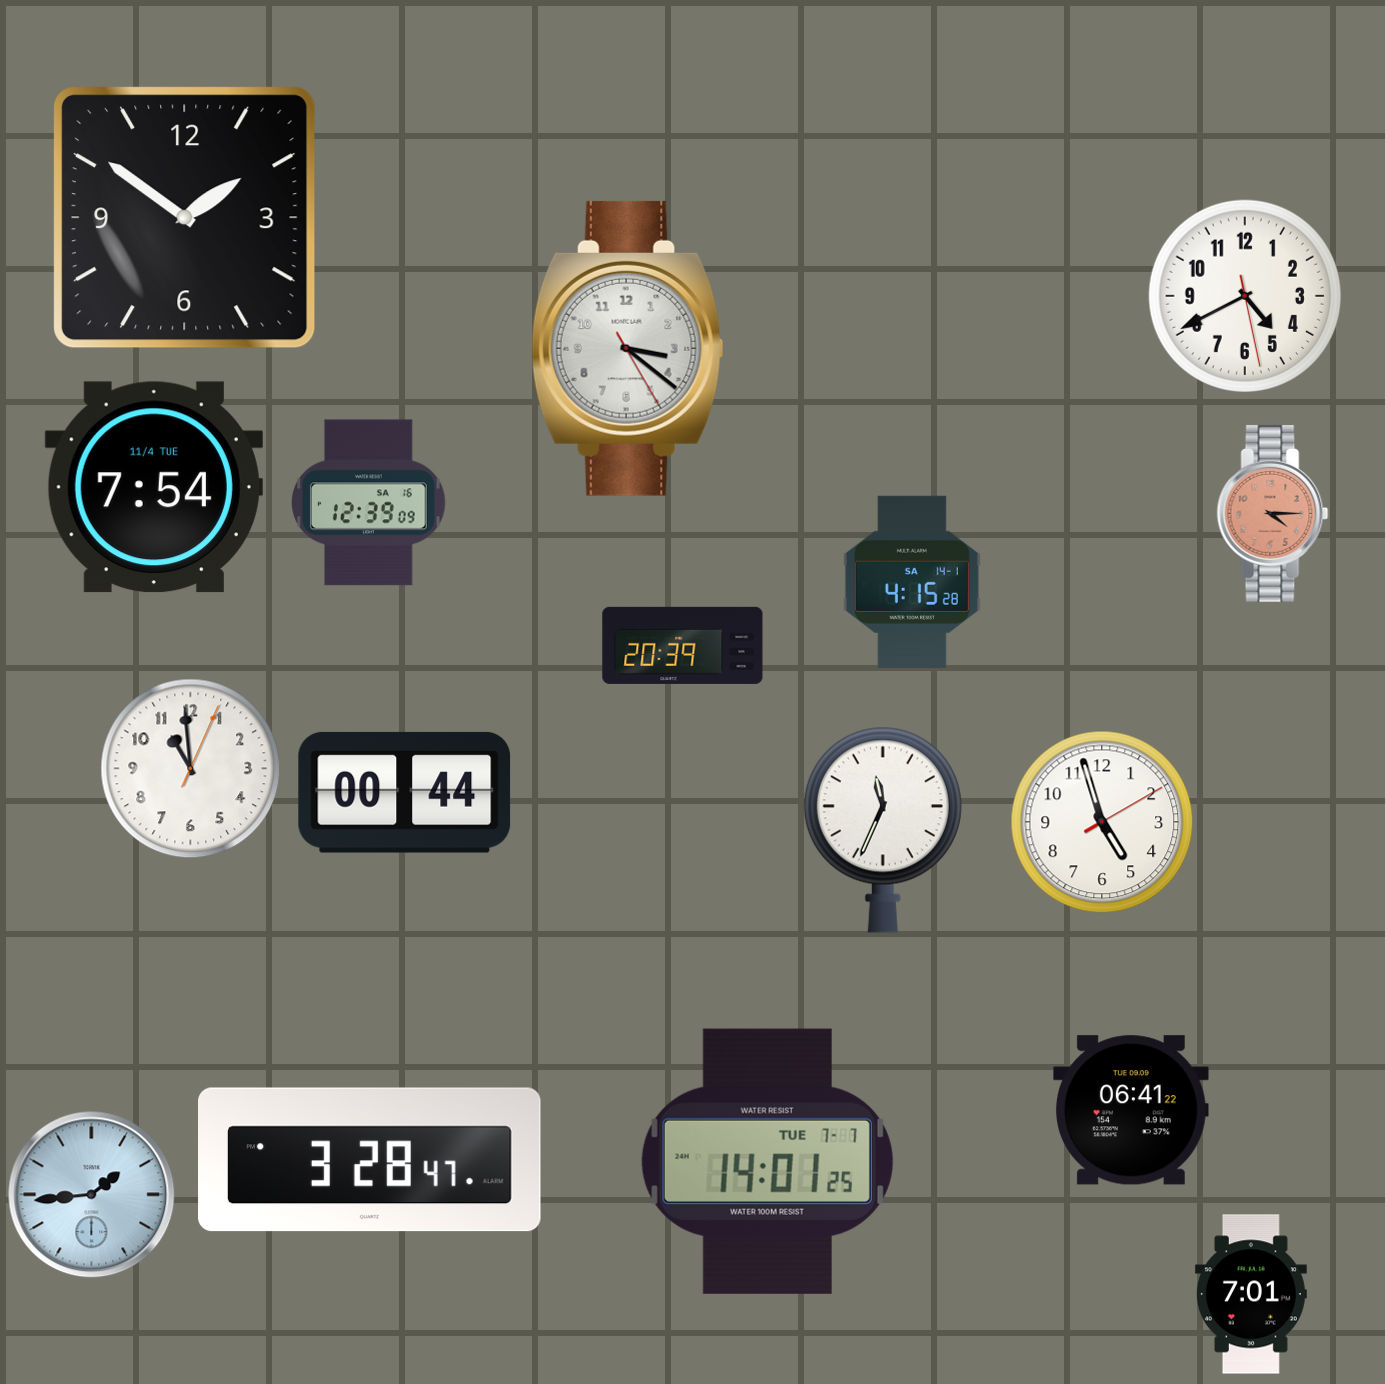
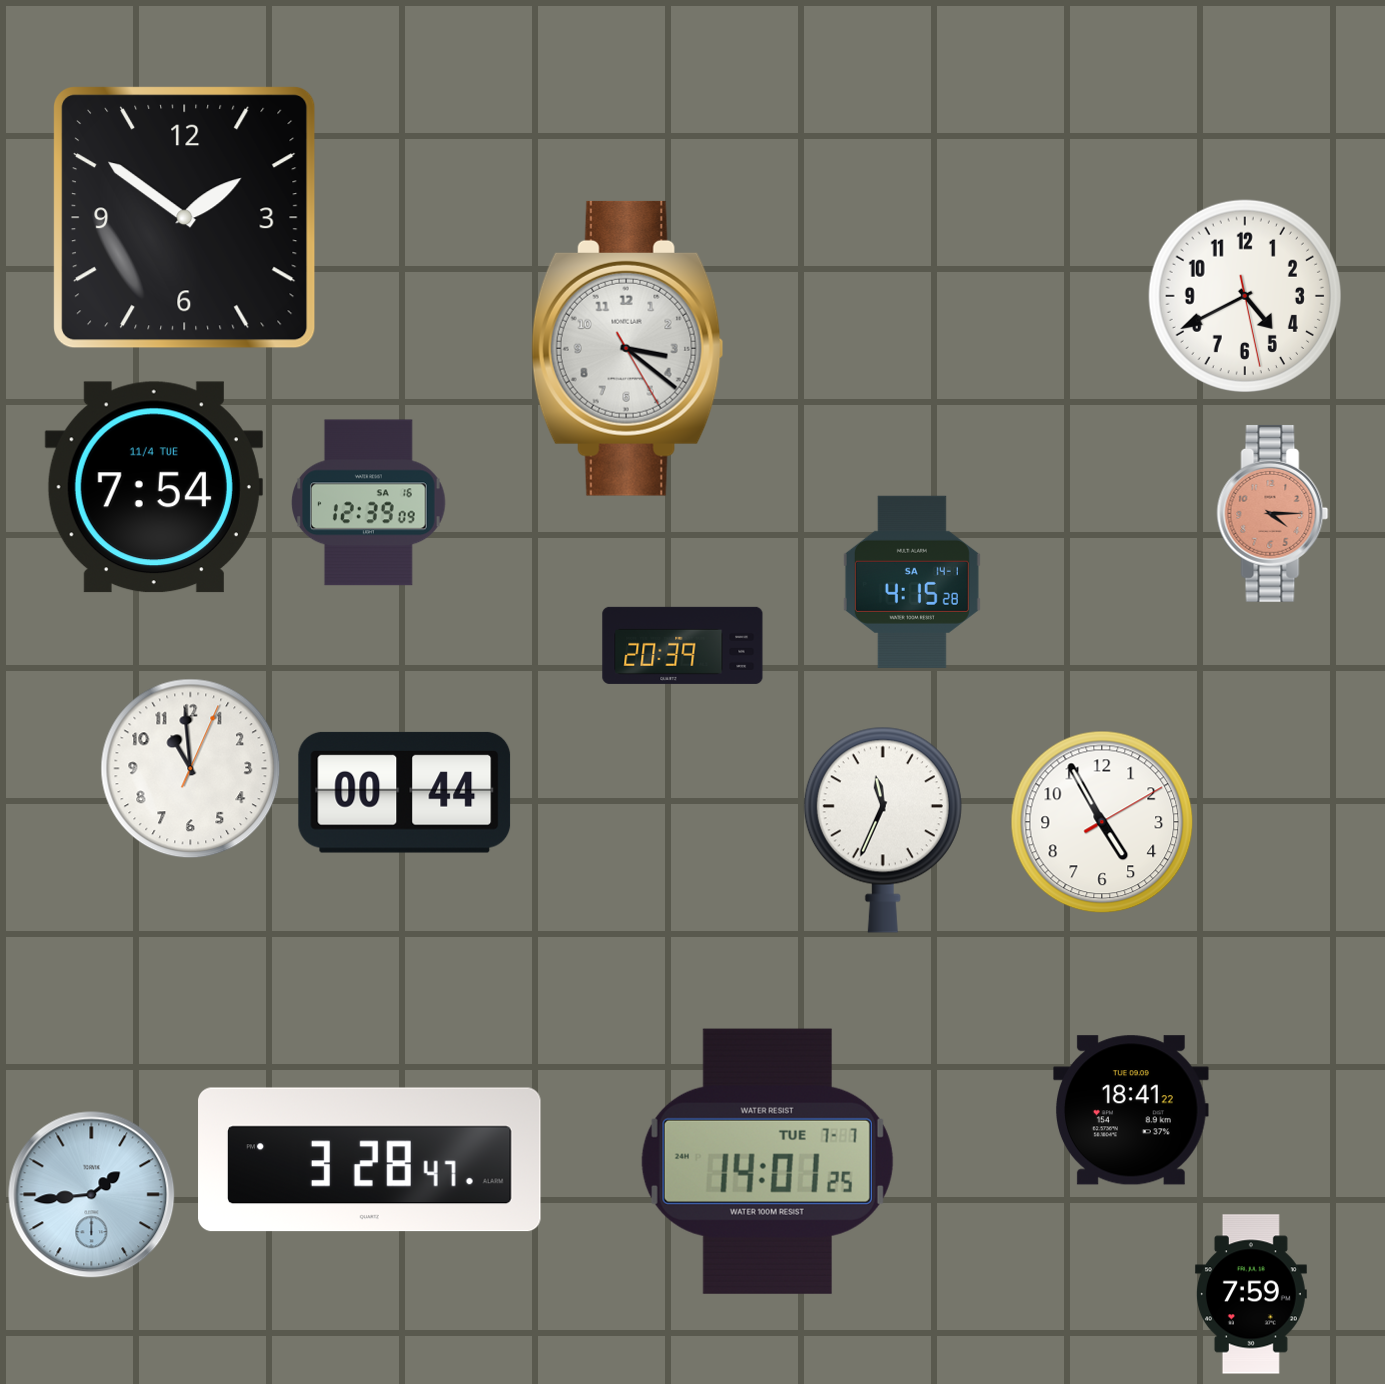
clock at (1102, 822): 4:57 -> 4:55
clock at (1132, 1110): 06:41 -> 18:41
clock at (1251, 1294): 7:01 -> 7:59
